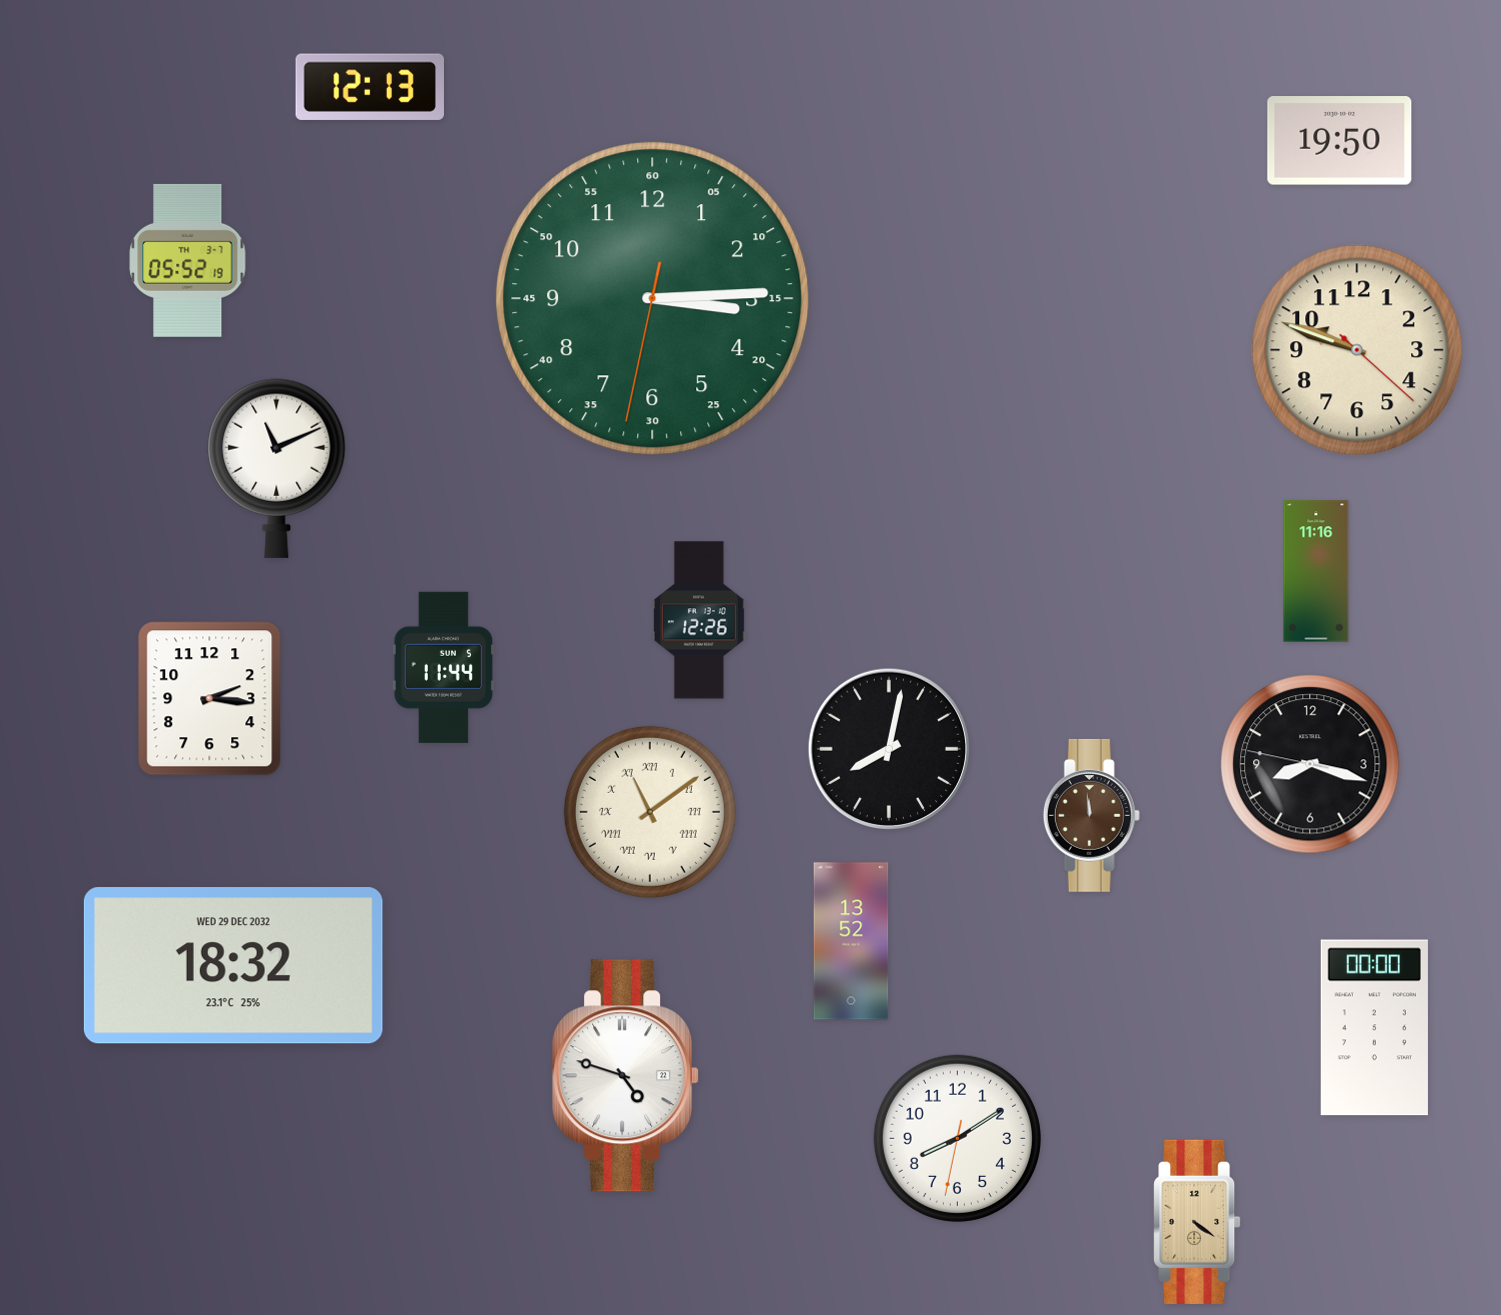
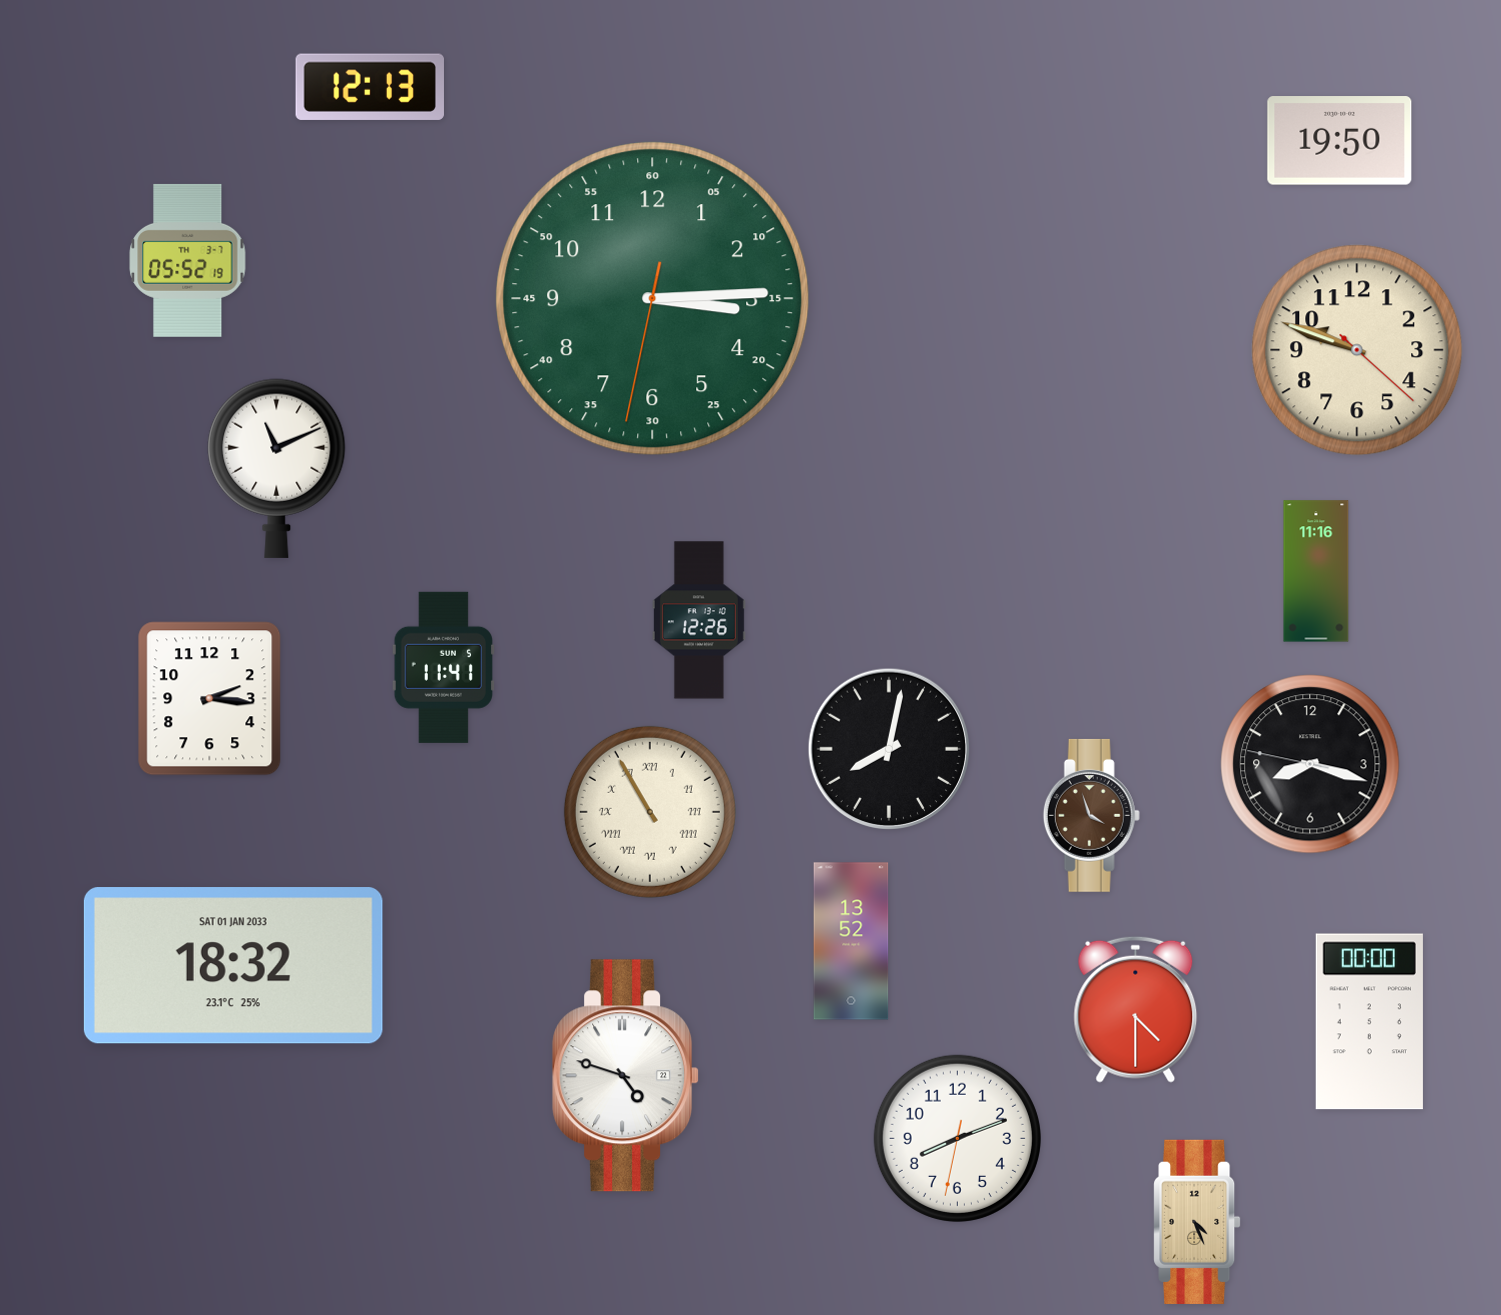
clock at (443, 667): 11:44 -> 11:41
clock at (650, 812): 11:09 -> 10:55
clock at (1091, 815): 11:59 -> 3:57
clock at (233, 966) date: WED 29 DEC 2032 -> SAT 01 JAN 2033
clock at (1136, 1009): none -> 4:30
clock at (1374, 1028) position: (1374, 1028) -> (1369, 1022)
clock at (957, 1138): 8:09 -> 8:11
clock at (1197, 1222): 4:21 -> 4:26
